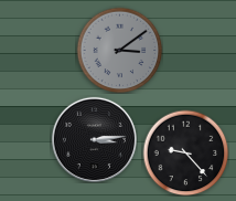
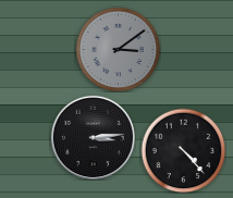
clock at (185, 152): 9:23 -> 4:23
